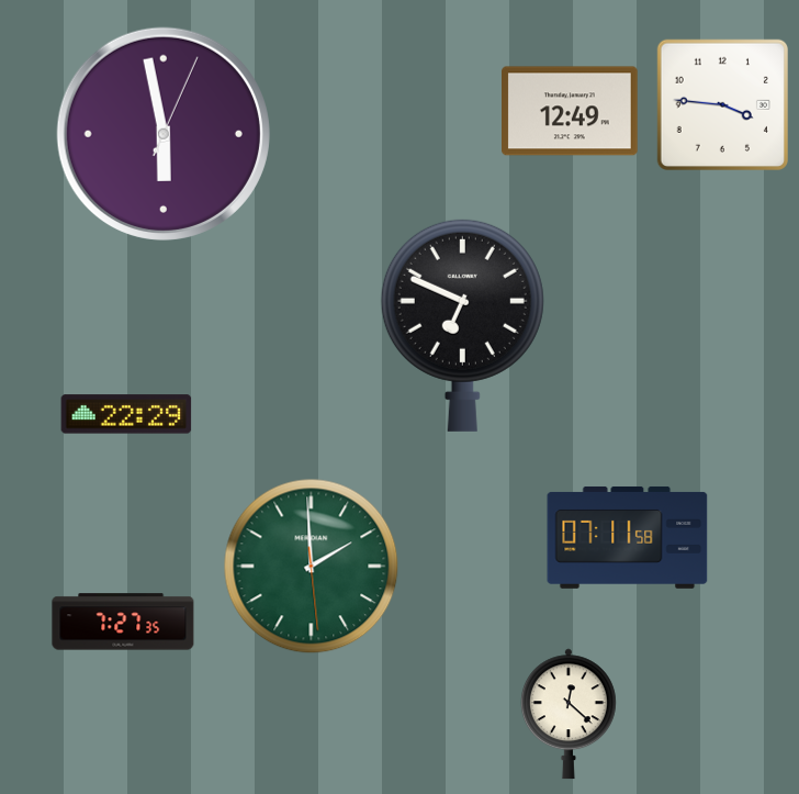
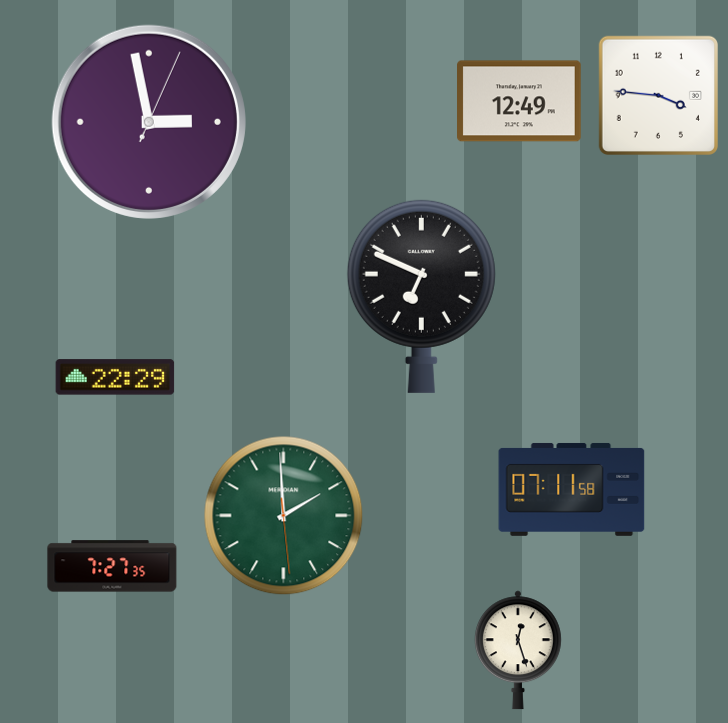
clock at (164, 134): 5:58 -> 2:58
clock at (569, 714): 12:22 -> 12:27
